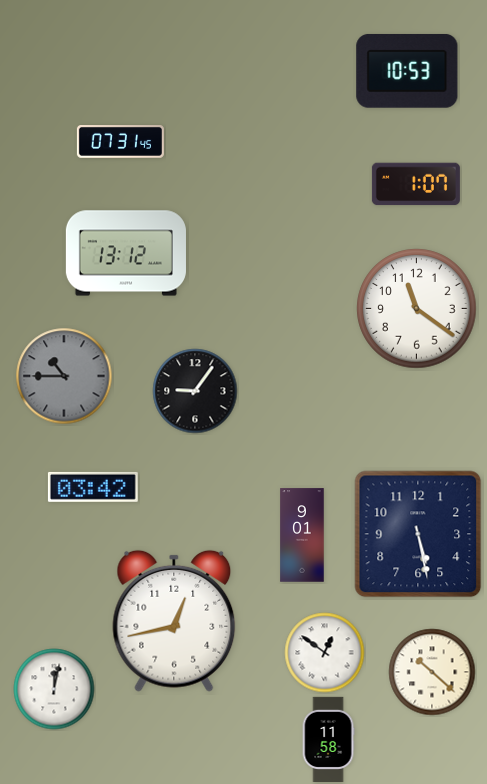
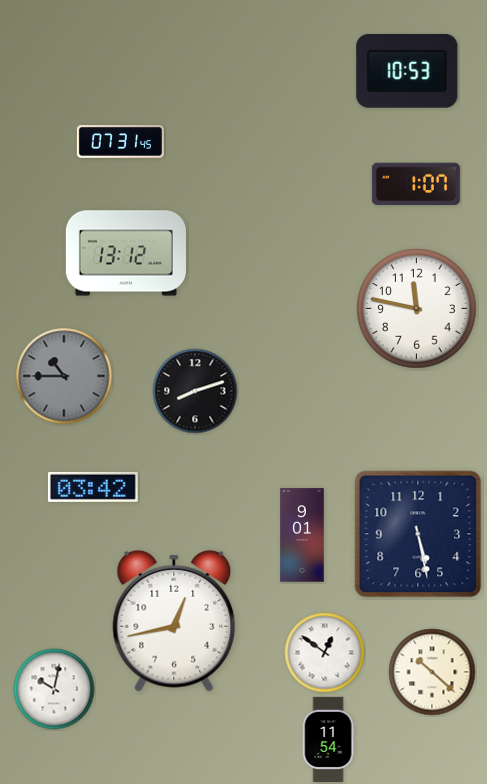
clock at (417, 309): 11:21 -> 11:47
clock at (195, 391): 9:06 -> 8:12
clock at (54, 689): 12:02 -> 10:02
clock at (328, 739): 11:58 -> 11:54
